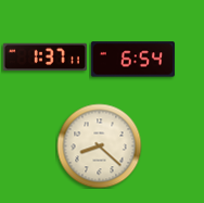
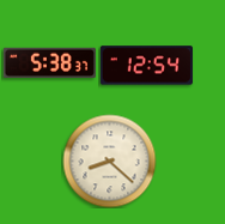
clock at (44, 58): 1:37 -> 5:38
clock at (132, 60): 6:54 -> 12:54
